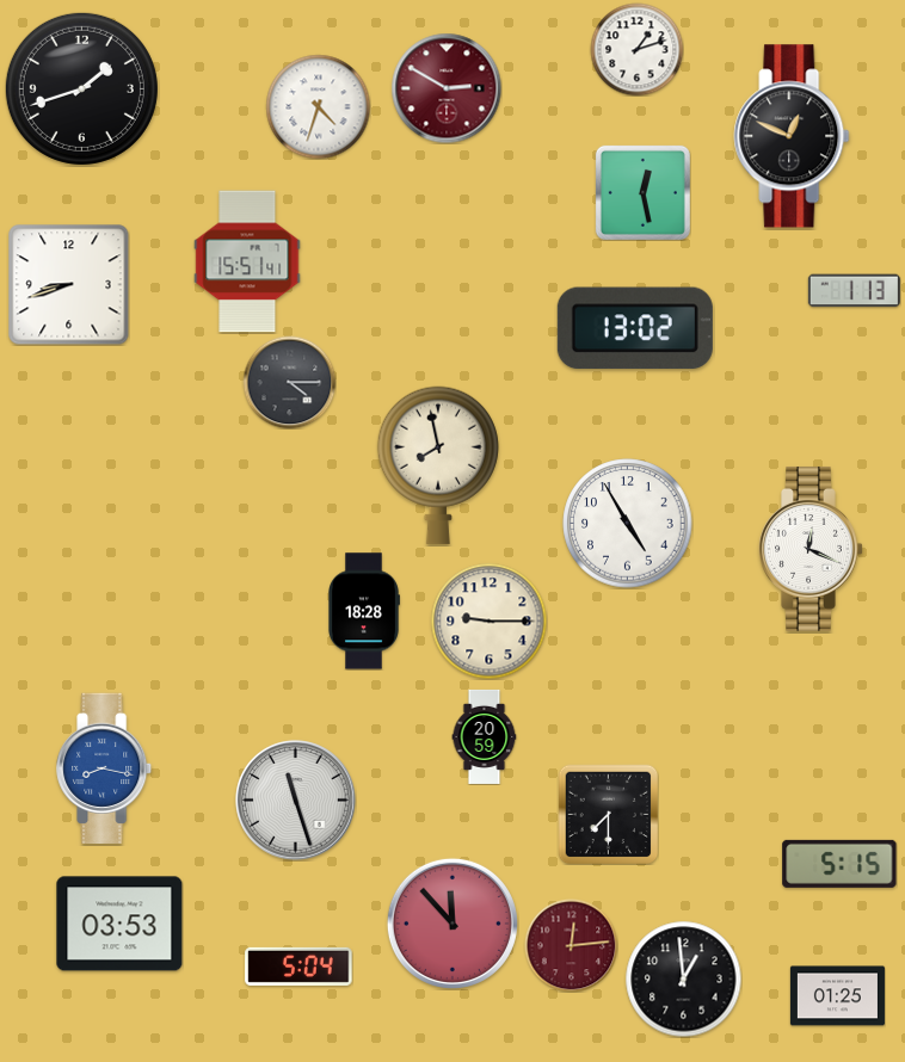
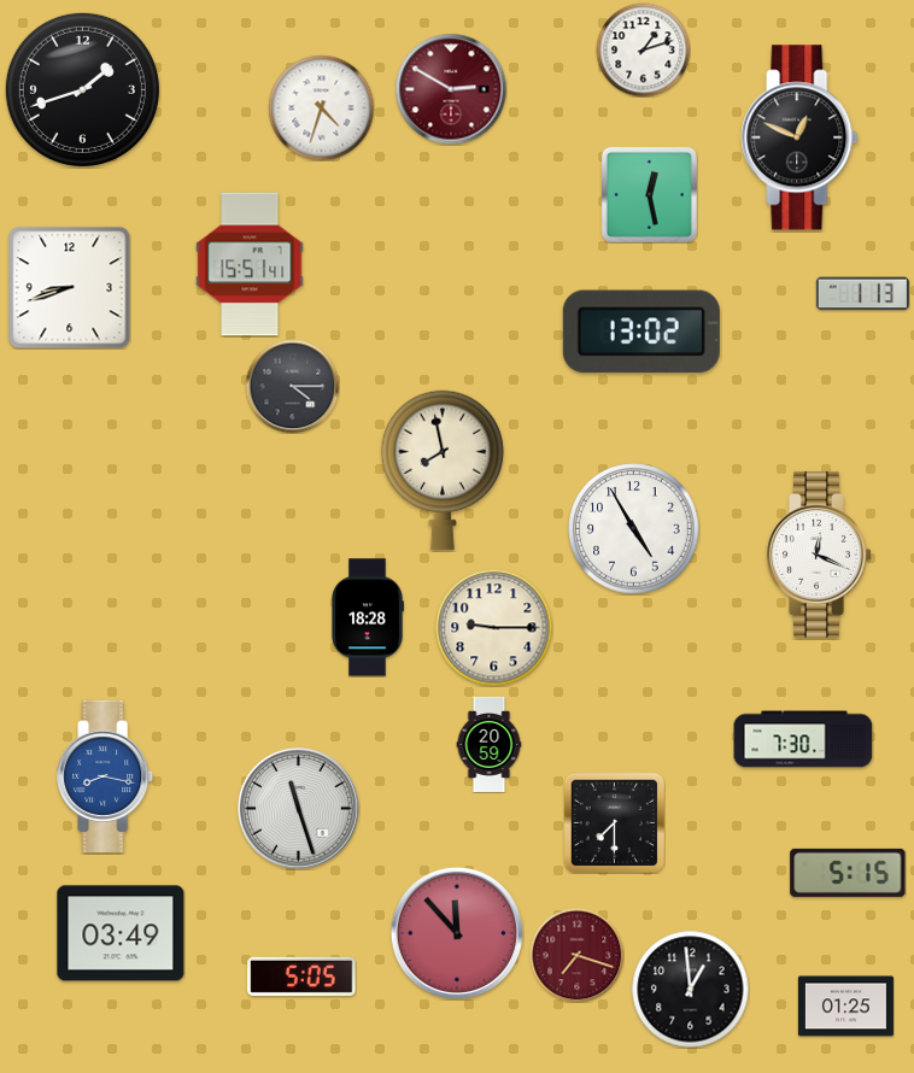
clock at (803, 739): none -> 7:30
clock at (119, 924): 03:53 -> 03:49
clock at (571, 945): 12:14 -> 7:18
clock at (298, 967): 5:04 -> 5:05
